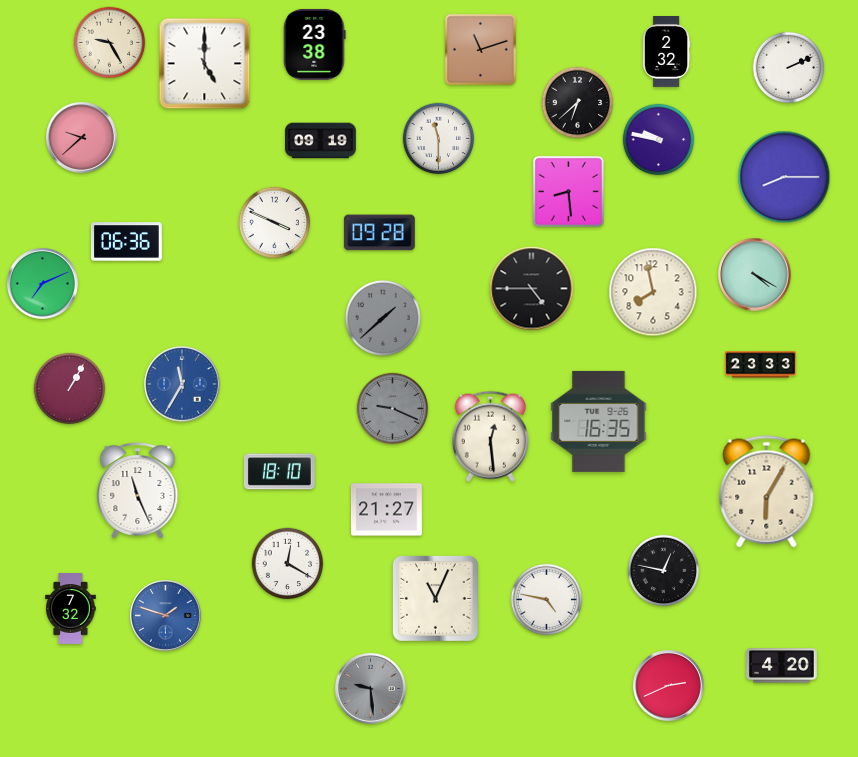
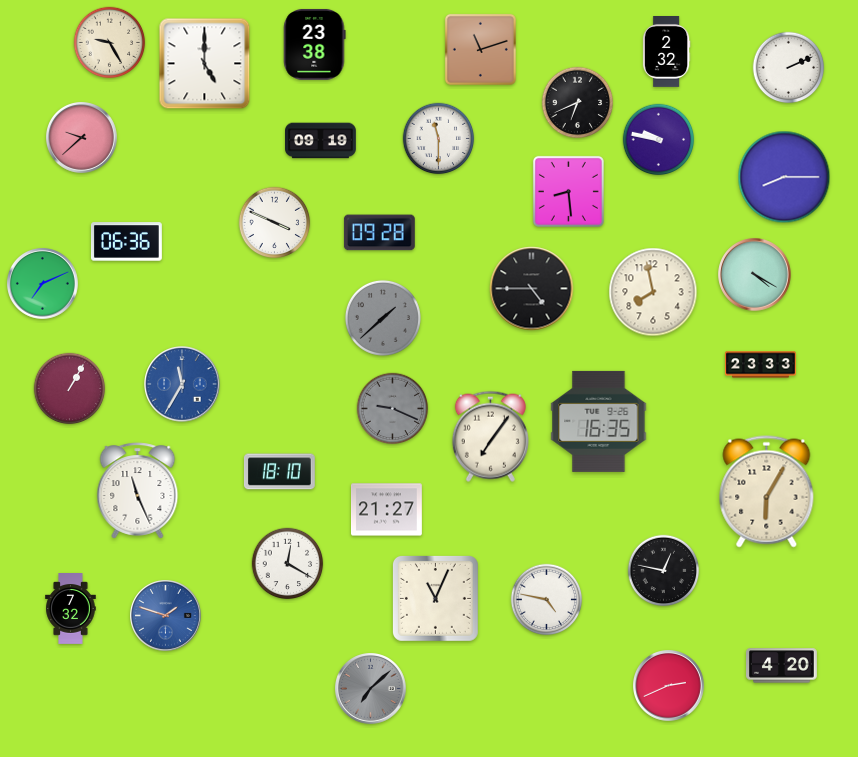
clock at (578, 103): 6:38 -> 6:41
clock at (490, 436): 12:29 -> 7:06
clock at (371, 689): 9:29 -> 7:08
